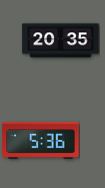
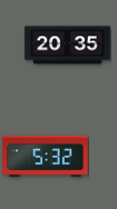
clock at (41, 141): 5:36 -> 5:32
